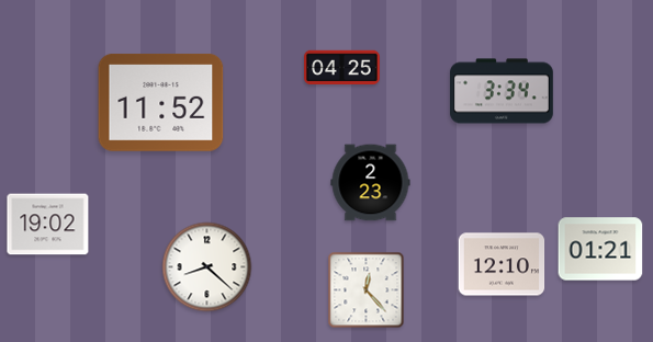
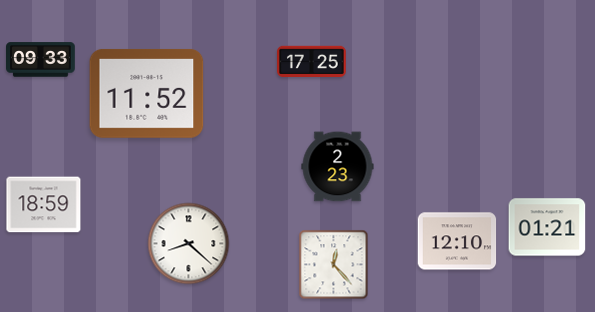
clock at (41, 60): none -> 09:33
clock at (342, 67): 04:25 -> 17:25
clock at (502, 91): 3:34 -> none
clock at (48, 225): 19:02 -> 18:59
